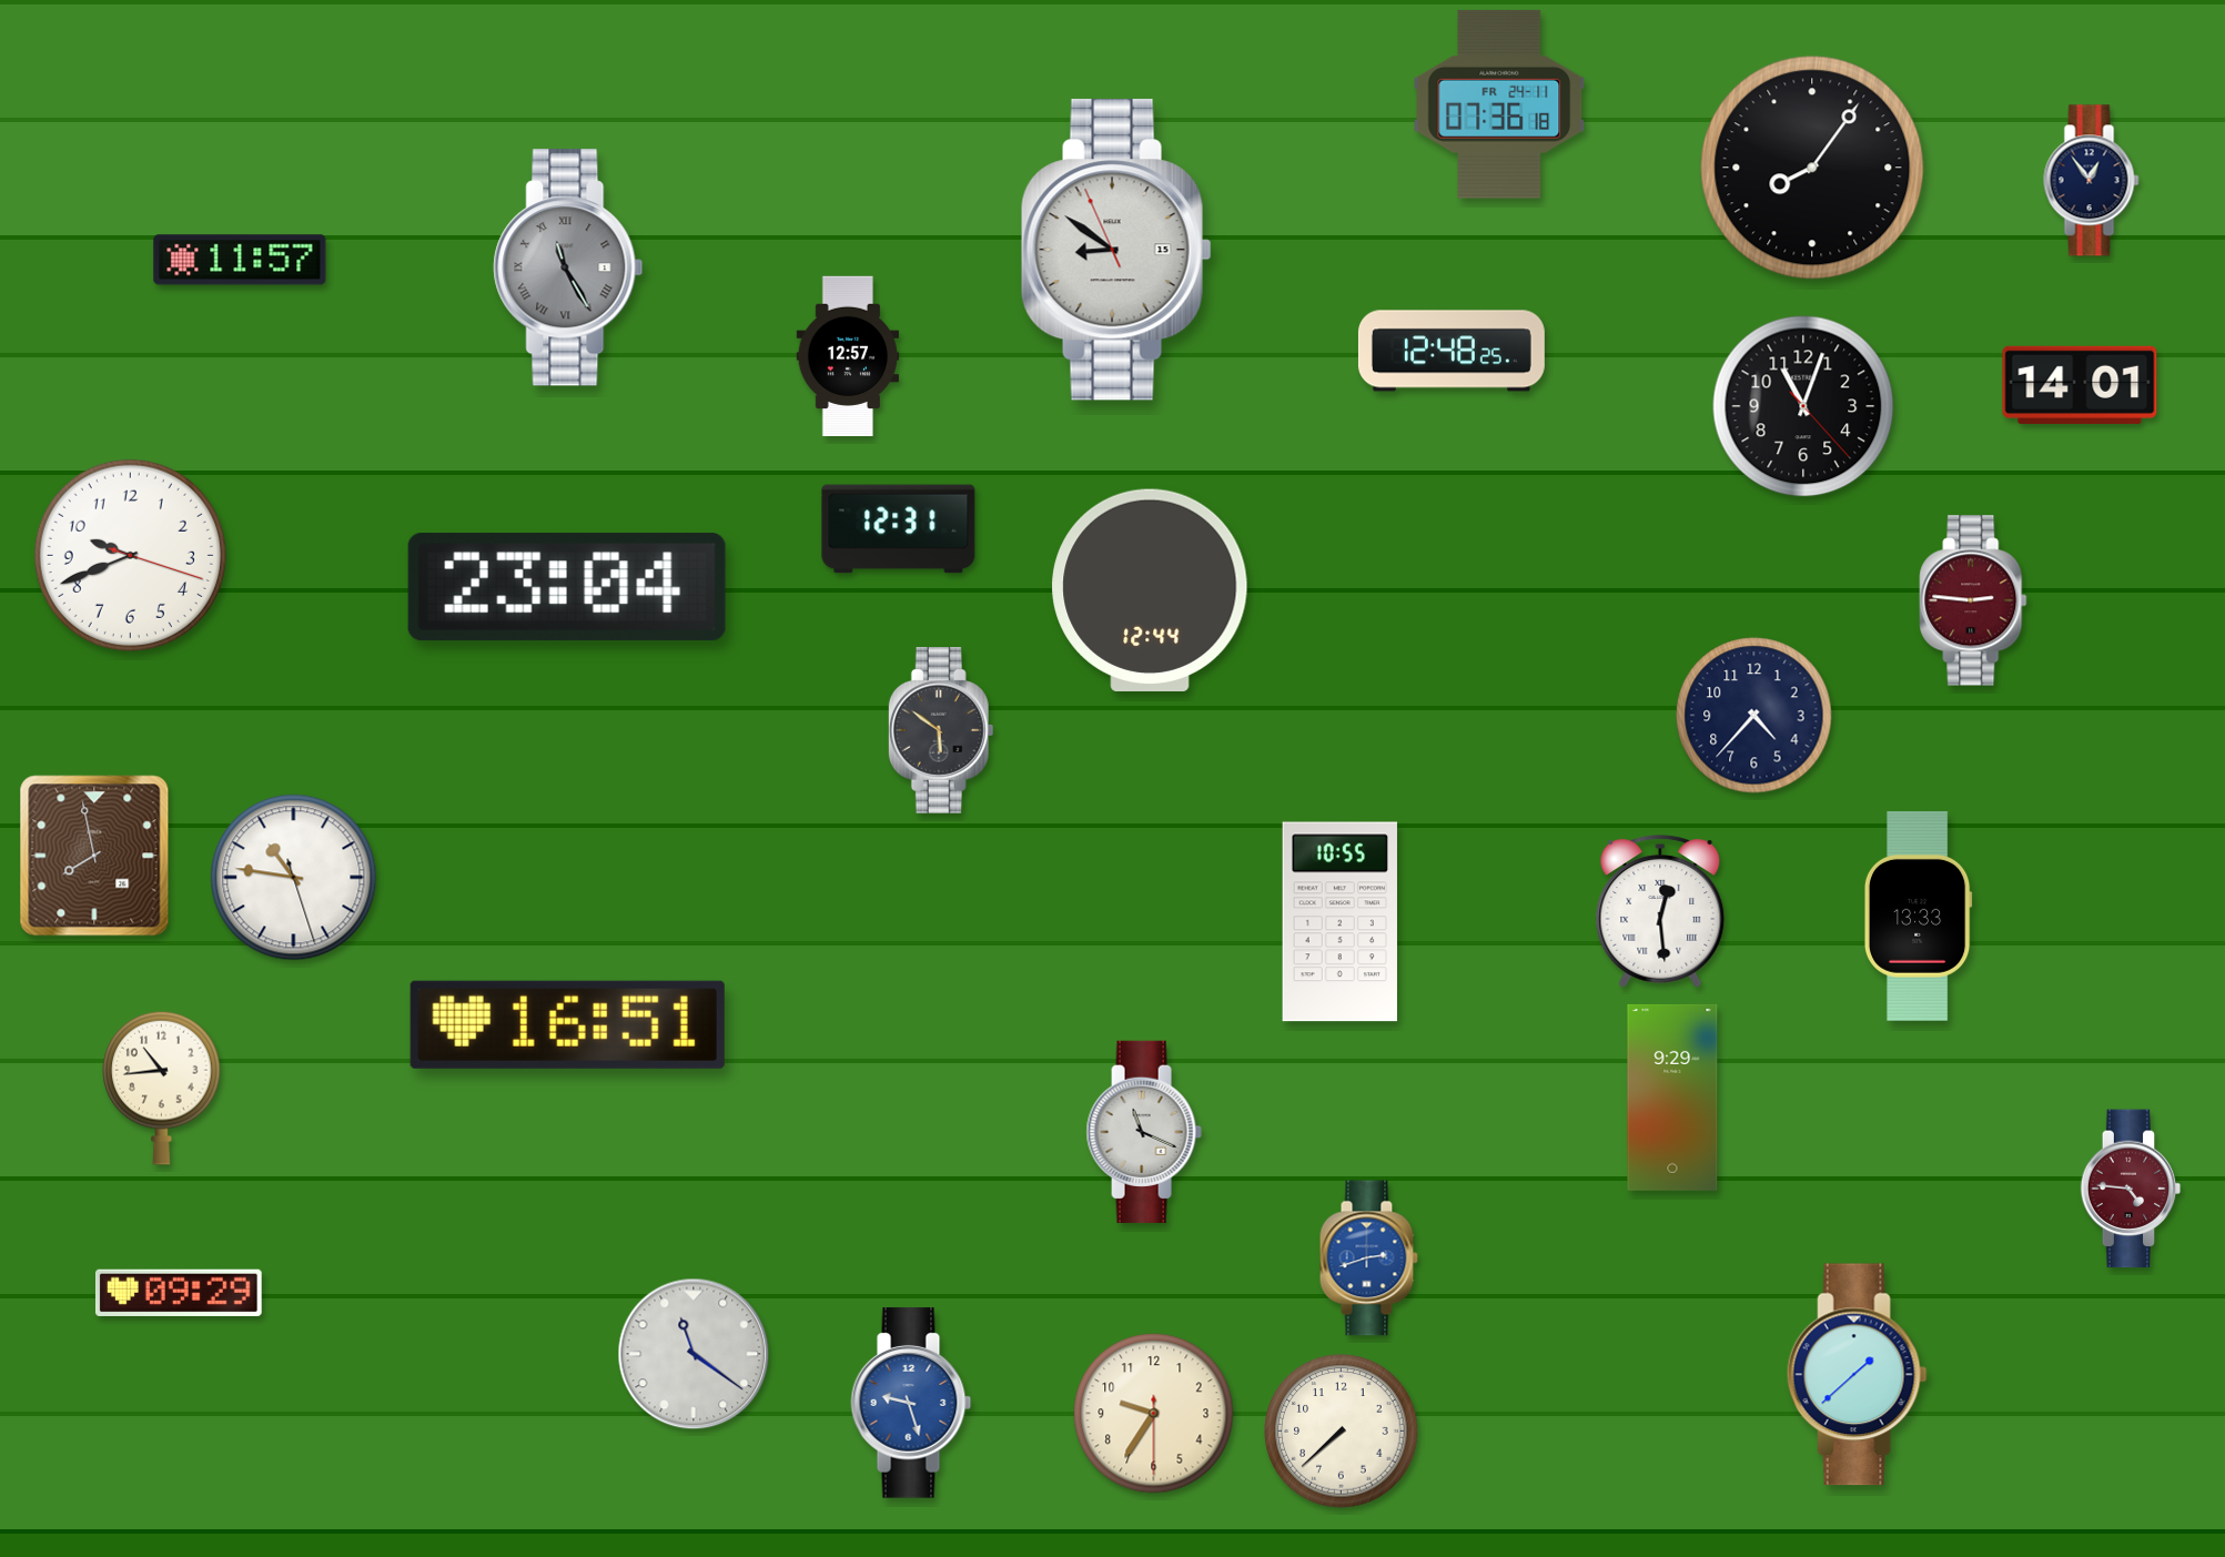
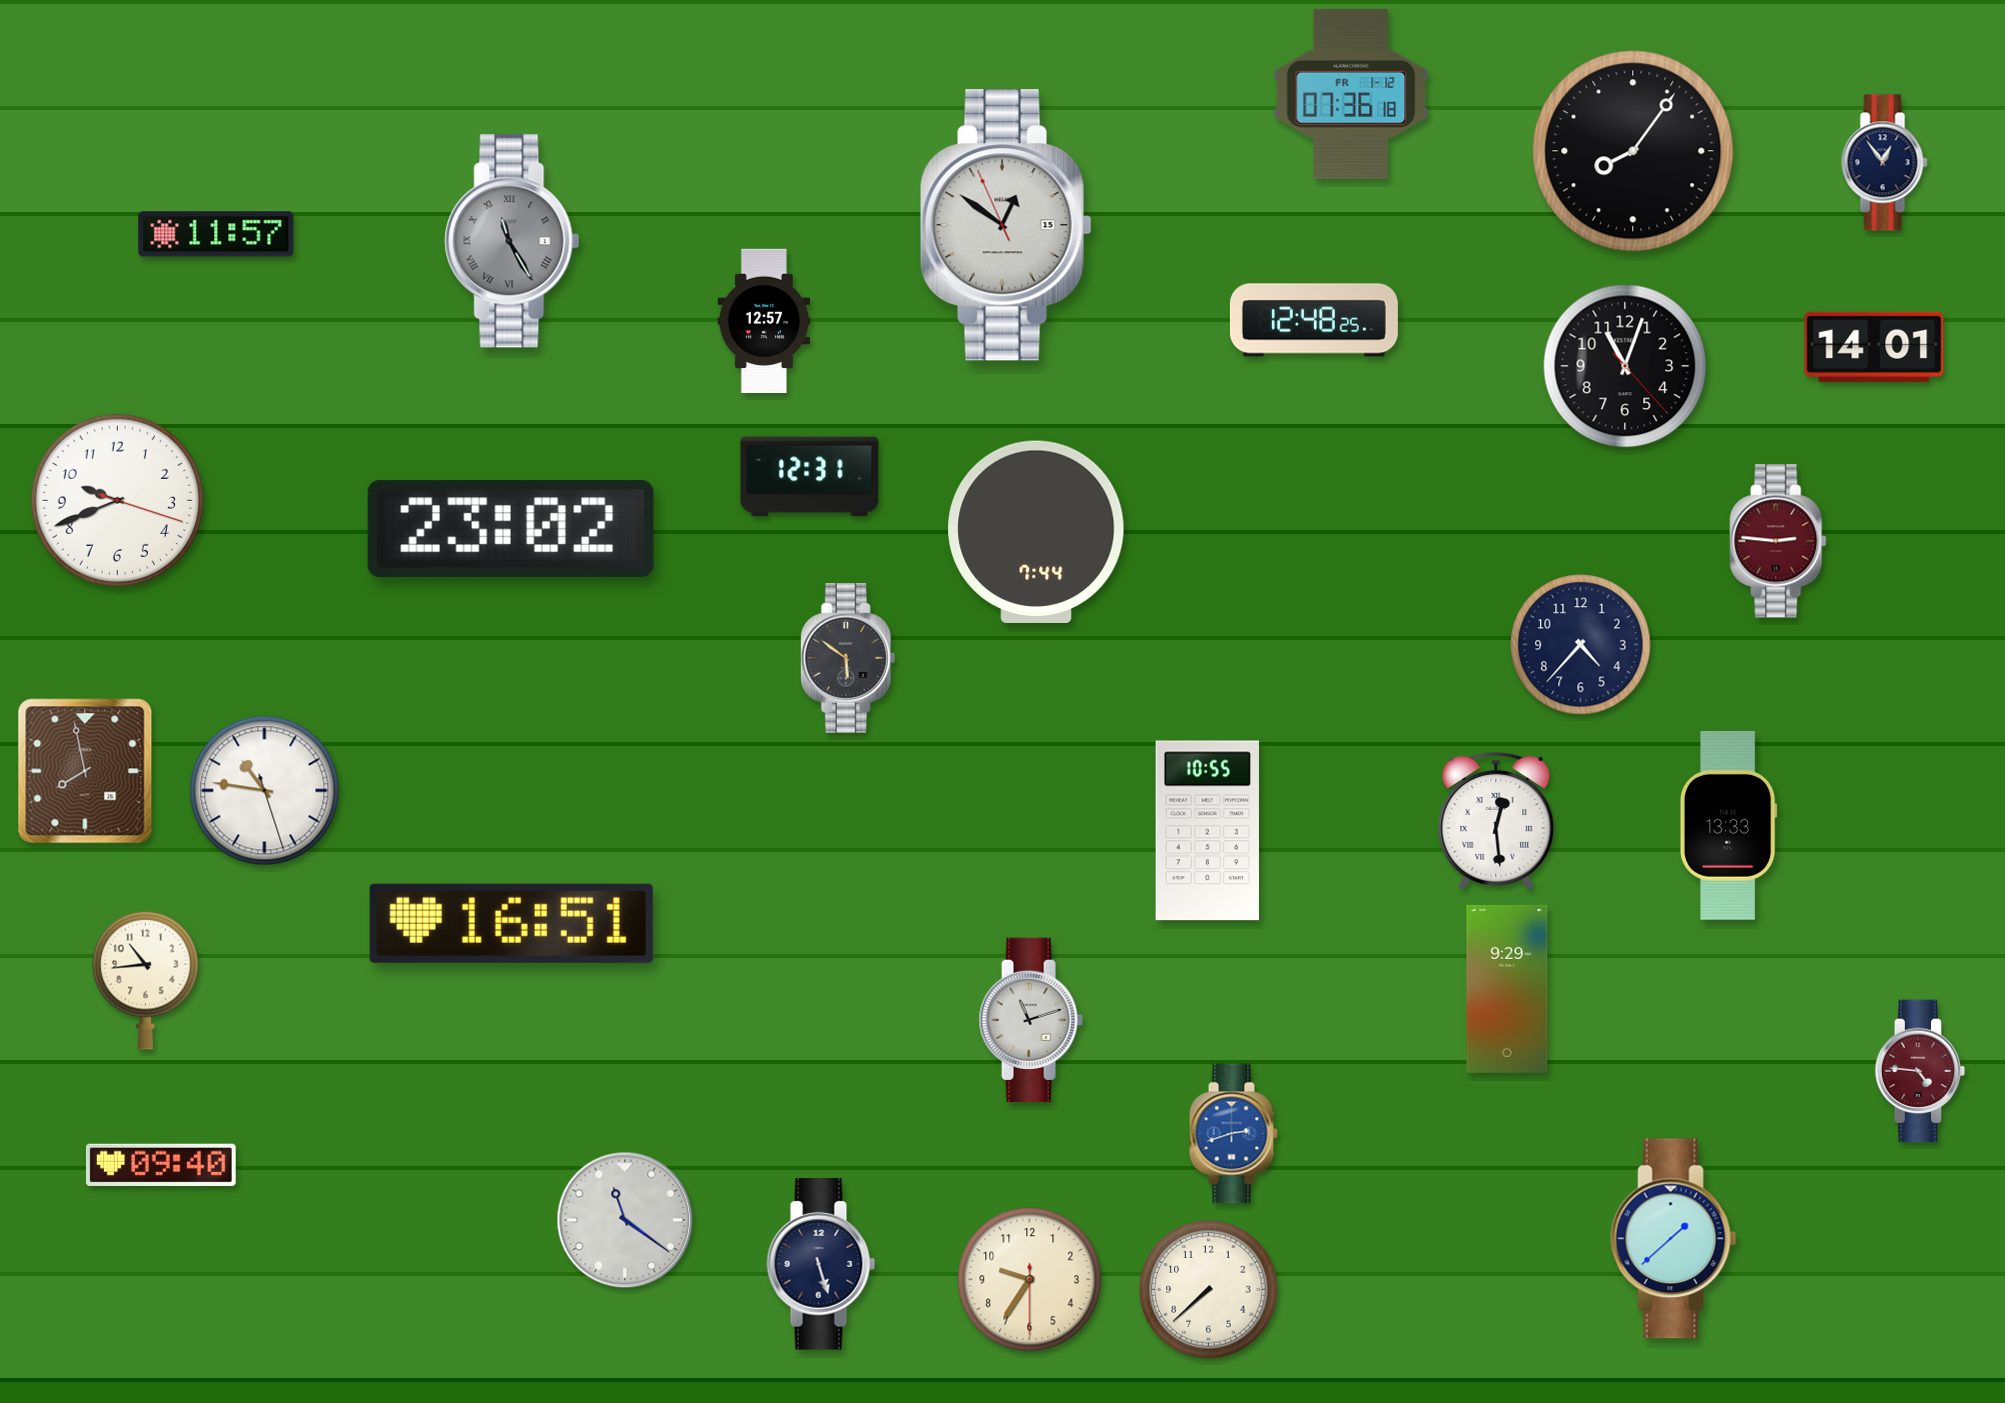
clock at (1499, 104) date: FR 24-11 -> FR 1-12
clock at (1116, 250): 8:50 -> 12:50
clock at (1452, 351) position: (1452, 351) -> (1314, 320)
clock at (567, 587): 23:04 -> 23:02
clock at (1150, 590): 12:44 -> 7:44
clock at (1144, 1132): 11:19 -> 11:12
clock at (179, 1293): 09:29 -> 09:40
clock at (911, 1403): 9:27 -> 5:27
clock at (911, 1403) dial: blue -> navy
clock at (1154, 1414) position: (1154, 1414) -> (1030, 1280)
